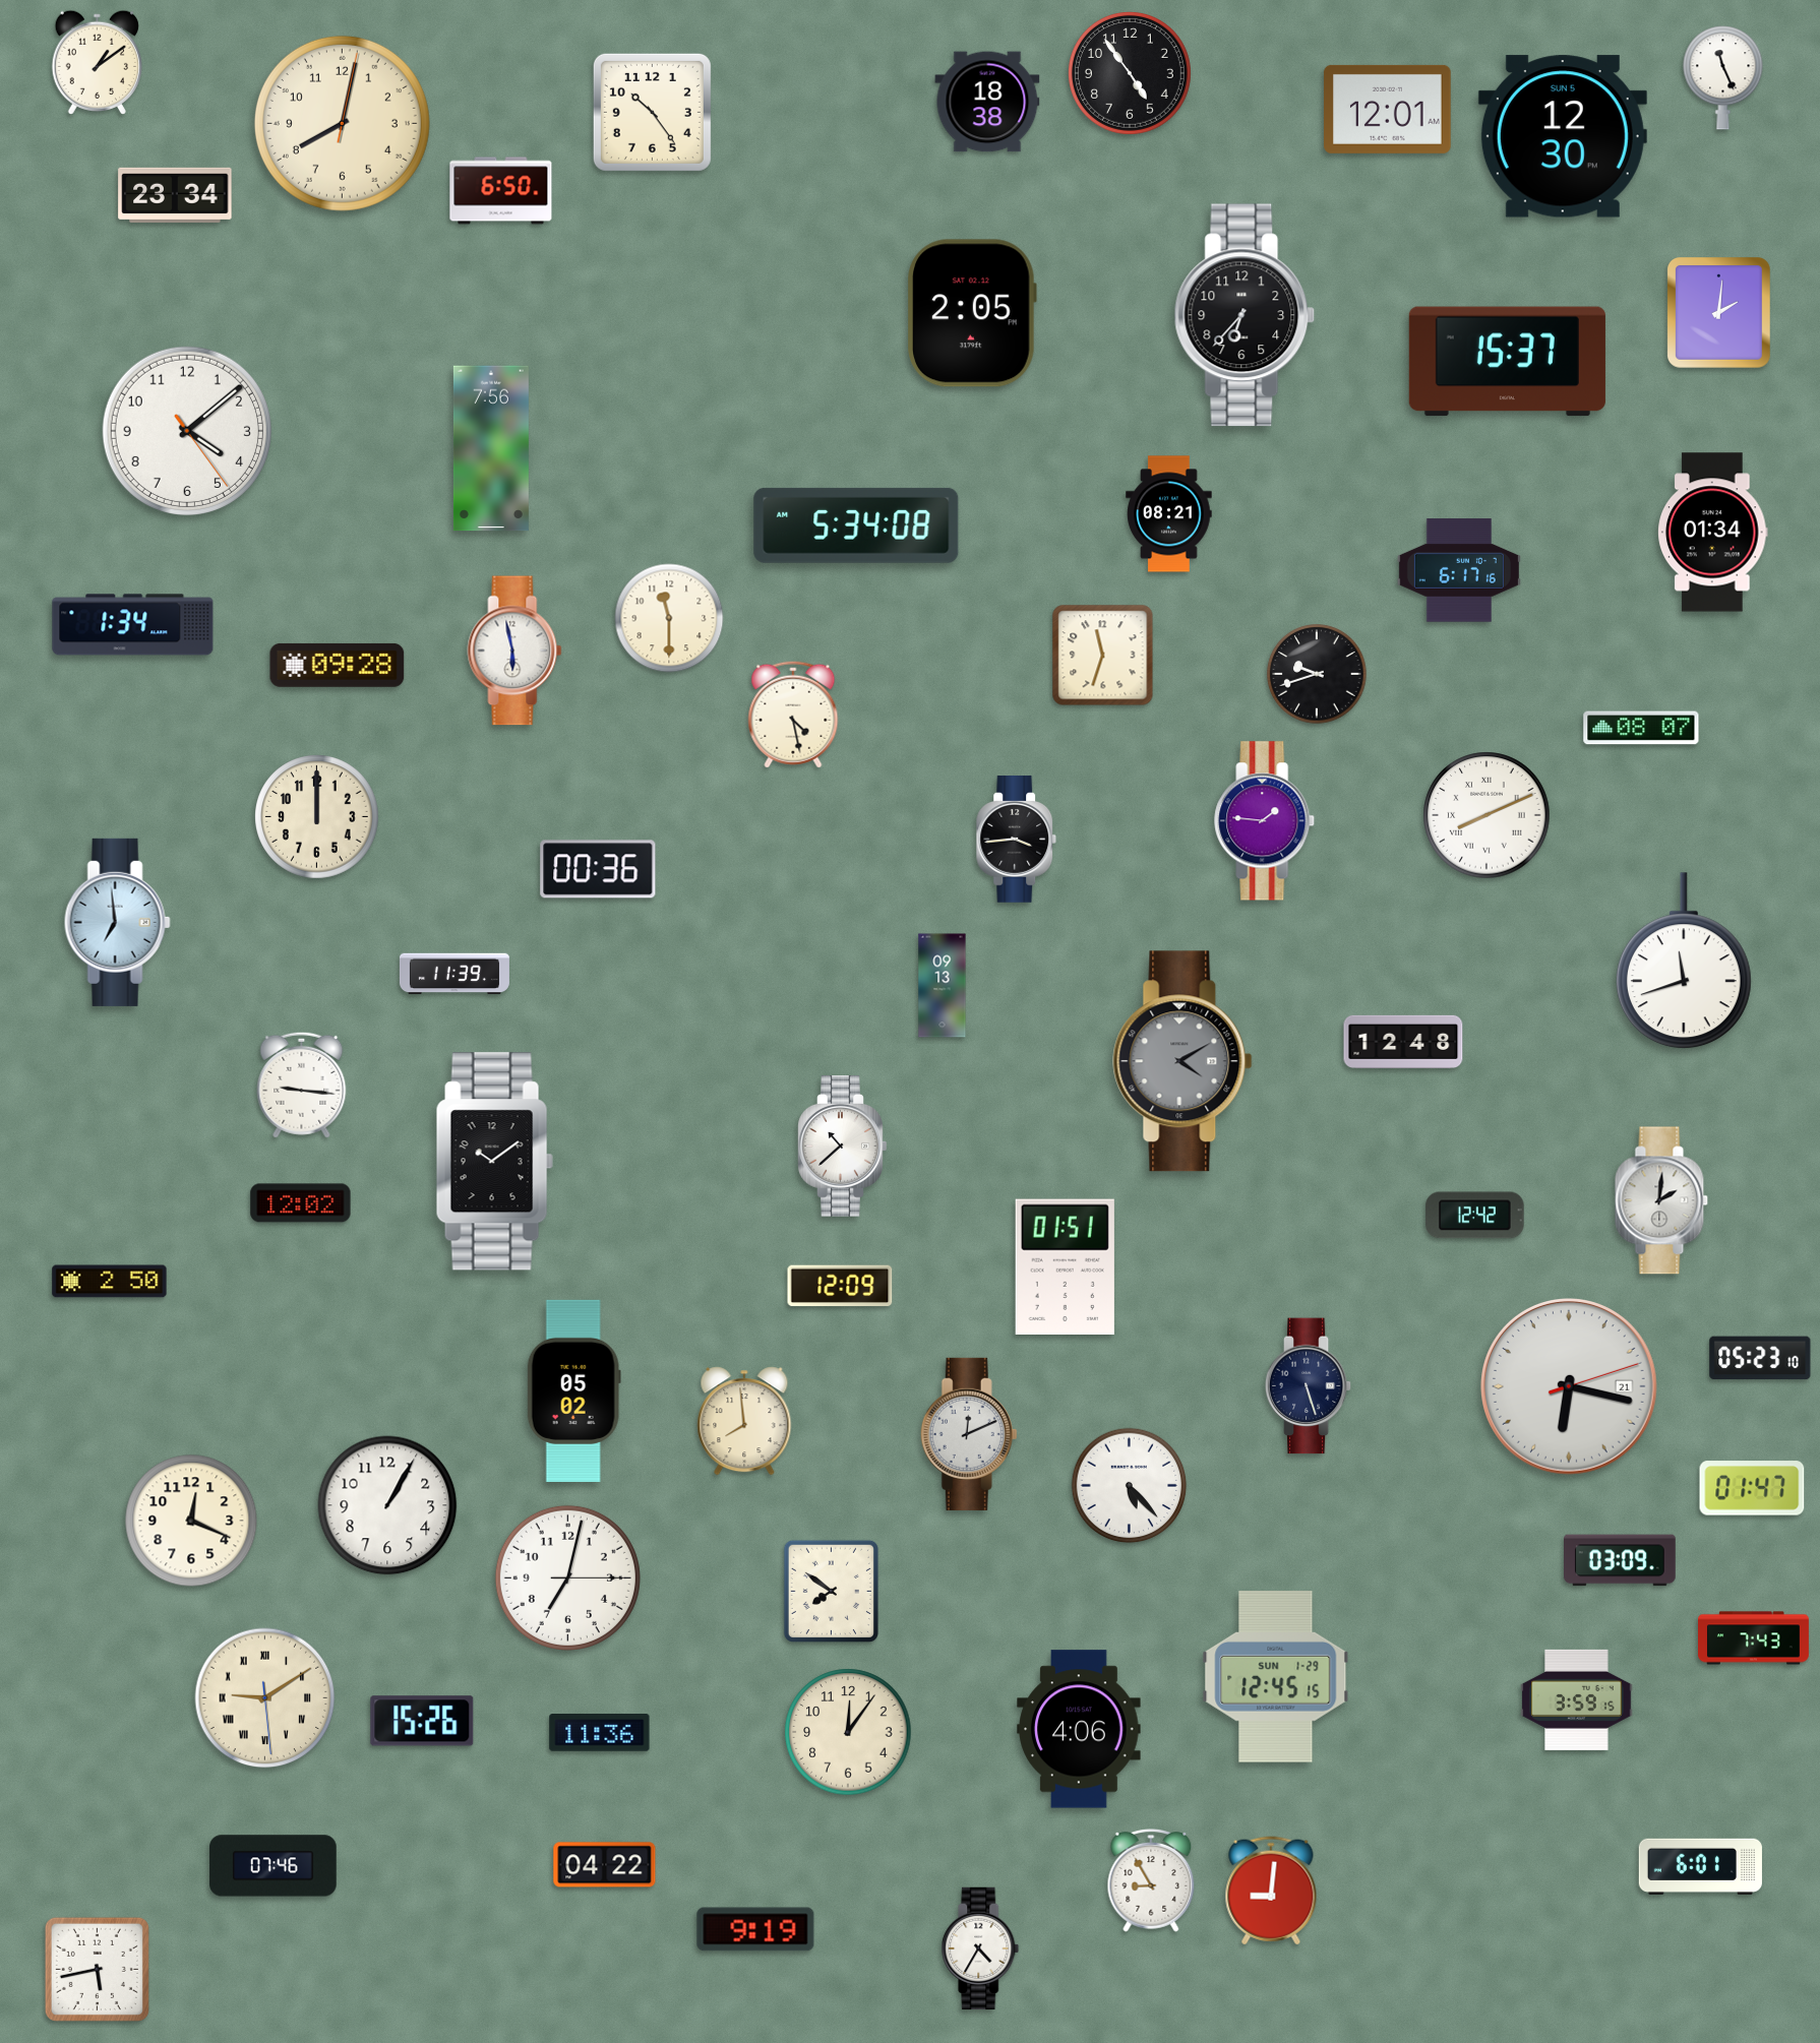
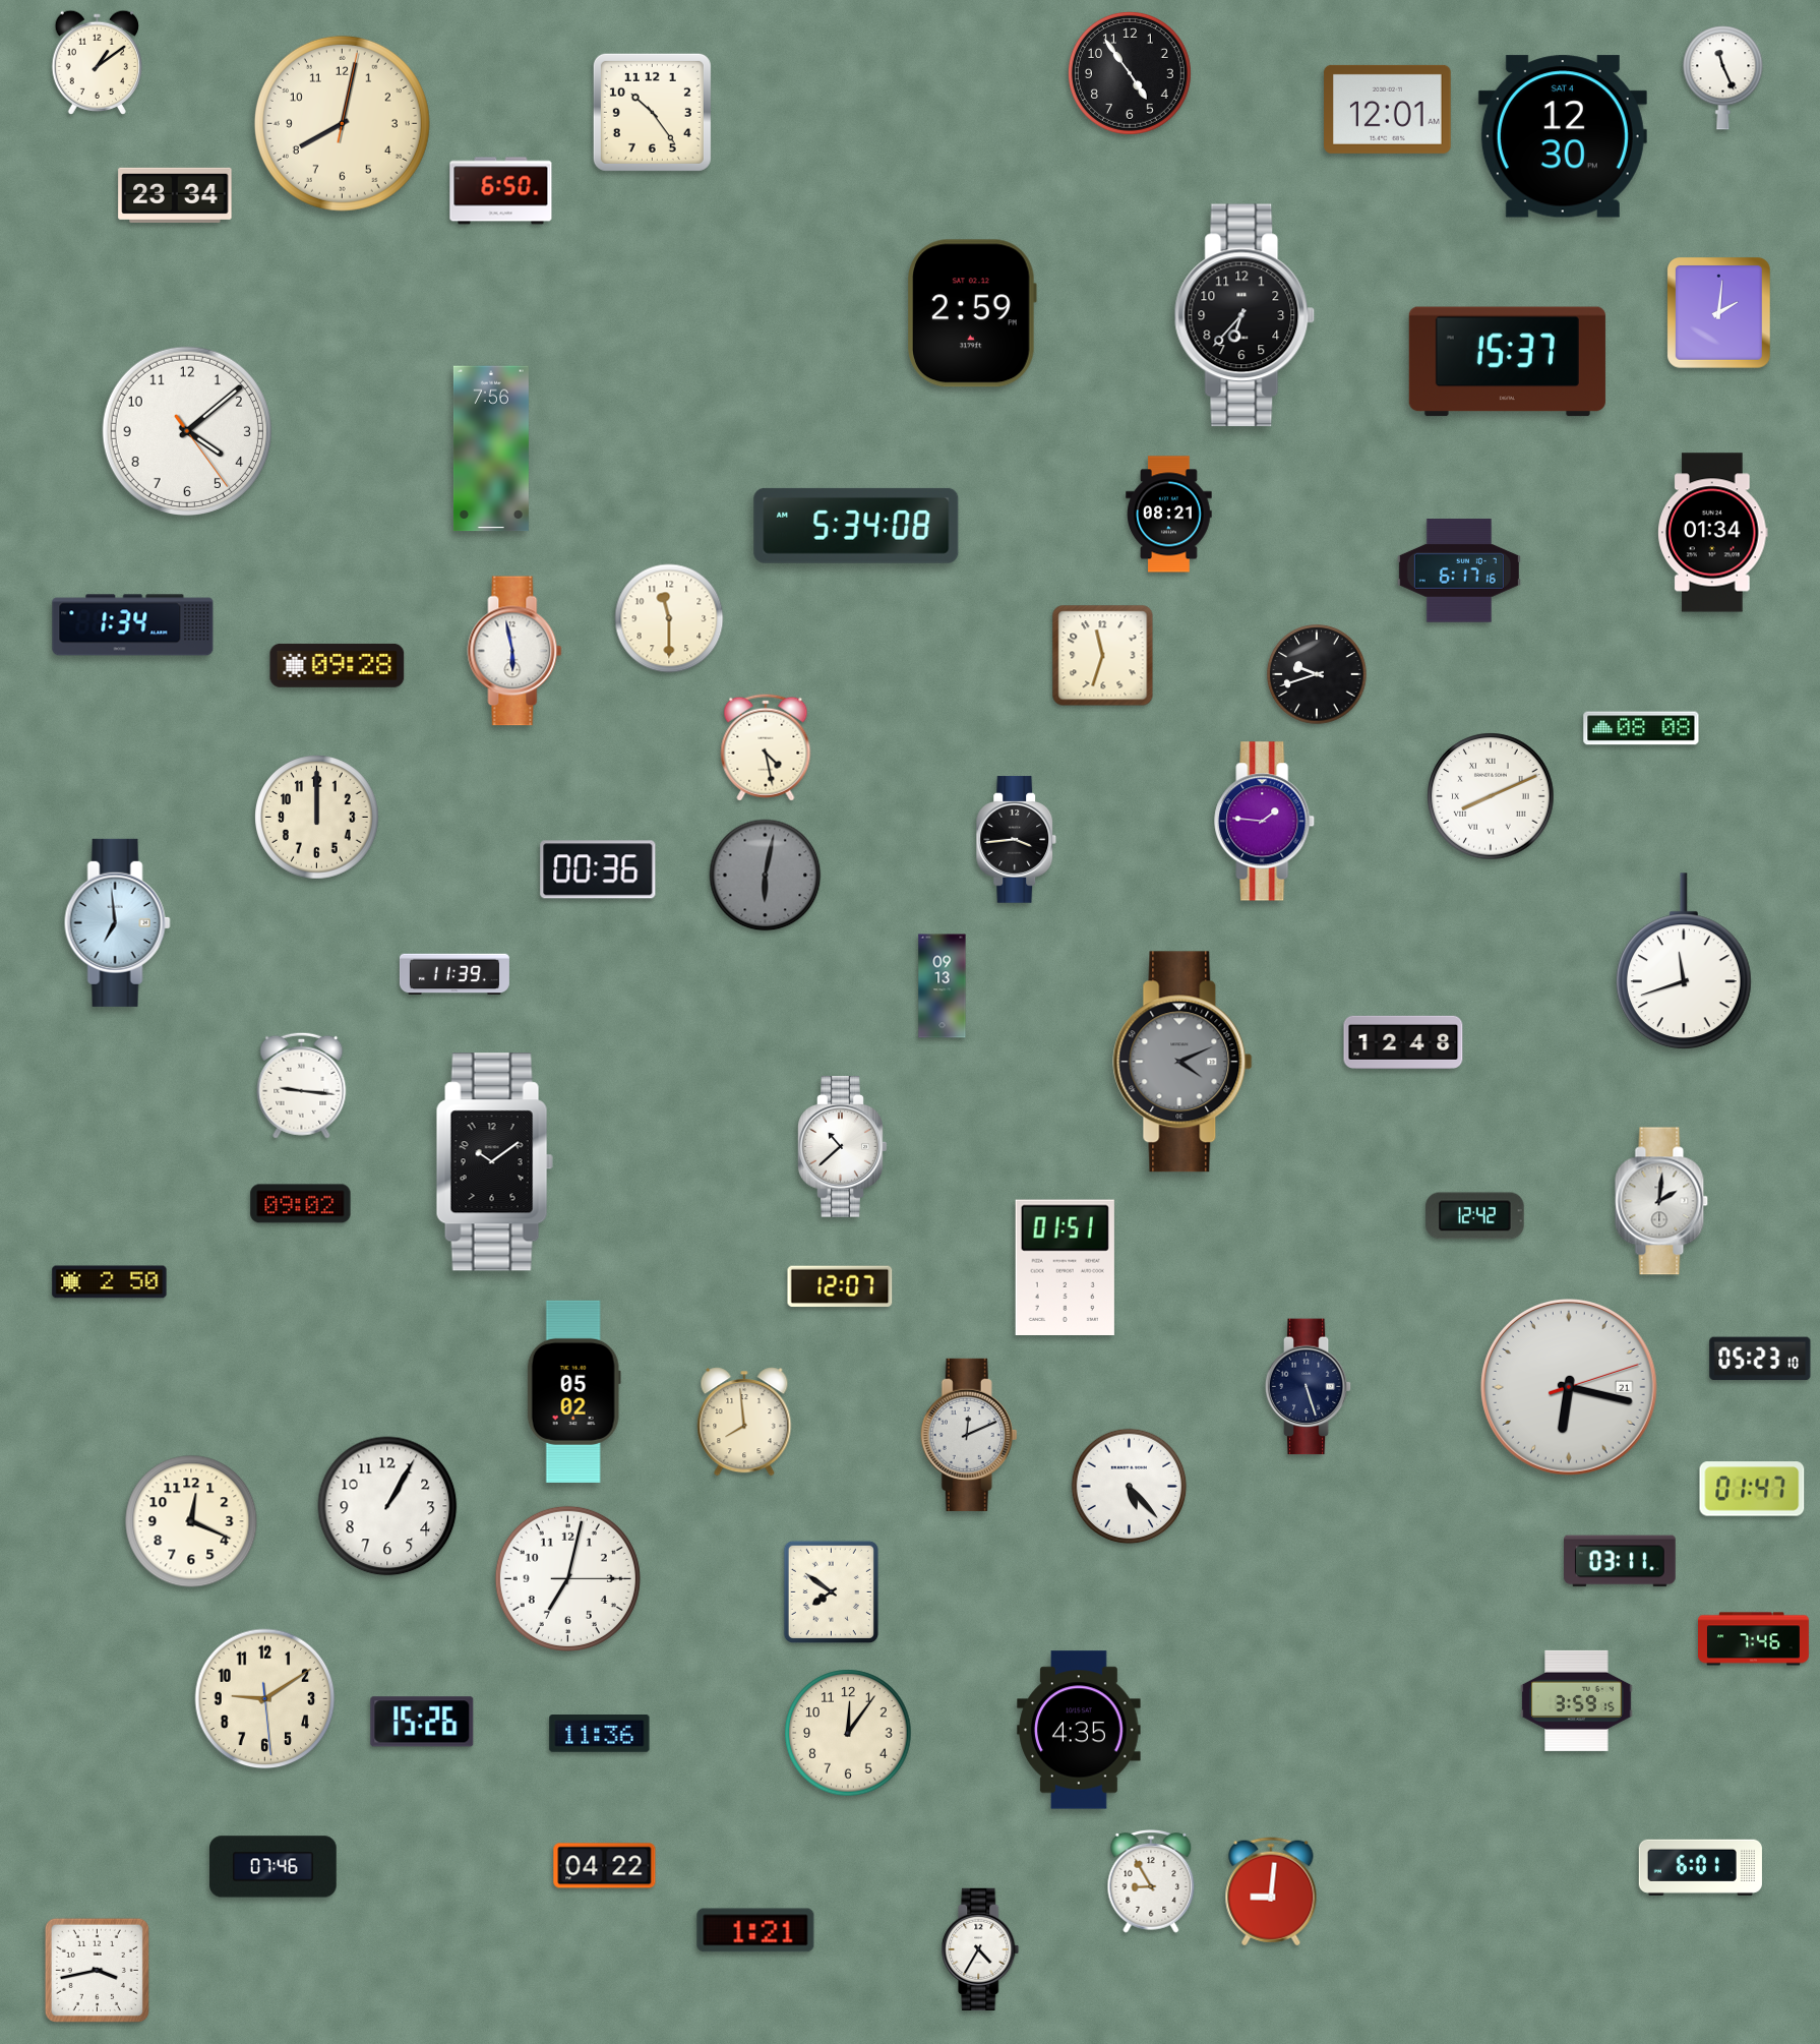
clock at (987, 102): 18:38 -> none
clock at (1563, 136) date: SUN 5 -> SAT 4
clock at (972, 313): 2:05 -> 2:59
clock at (793, 715) position: (793, 715) -> (766, 747)
clock at (1641, 728): 08:07 -> 08:08
clock at (1487, 815) position: (1487, 815) -> (1491, 796)
clock at (766, 876): none -> 6:02
clock at (1182, 1061): 4:10 -> 4:11
clock at (301, 1203): 12:02 -> 09:02
clock at (840, 1286): 12:09 -> 12:07
clock at (1621, 1560): 03:09 -> 03:11
clock at (1754, 1638): 7:43 -> 7:46
clock at (1276, 1677): 12:45 -> none
clock at (265, 1698) numerals: Roman -> Arabic
clock at (1079, 1729): 4:06 -> 4:35
clock at (755, 1929): 9:19 -> 1:21
clock at (97, 1969): 5:43 -> 3:43
